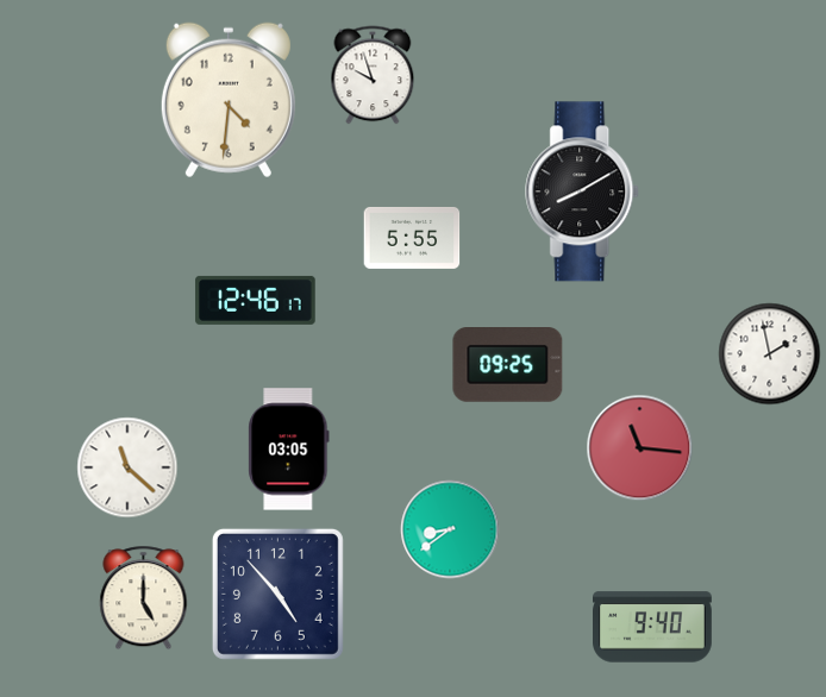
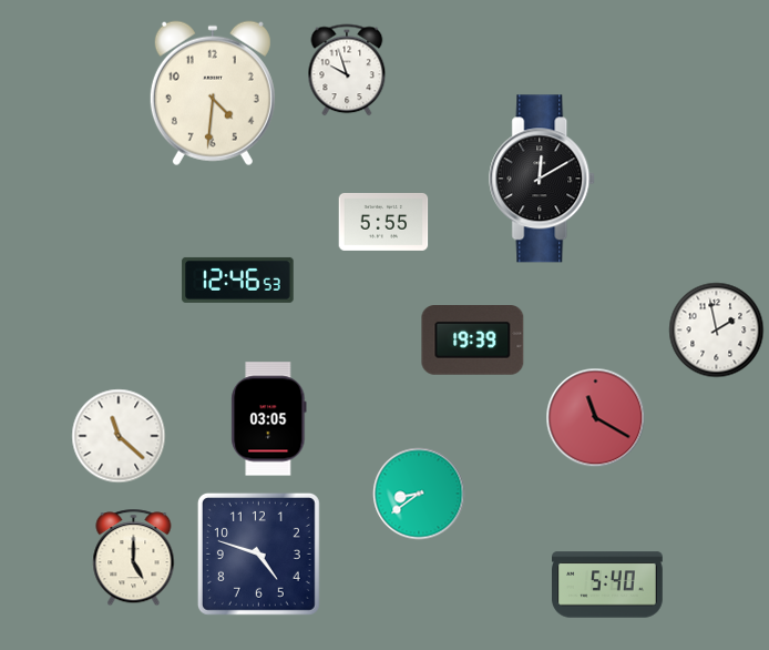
clock at (583, 191): 8:10 -> 12:10
clock at (256, 300): 12:46:17 -> 12:46:53
clock at (508, 365): 09:25 -> 19:39
clock at (640, 448): 11:16 -> 11:20
clock at (277, 594): 4:53 -> 4:48
clock at (653, 627): 9:40 -> 5:40
